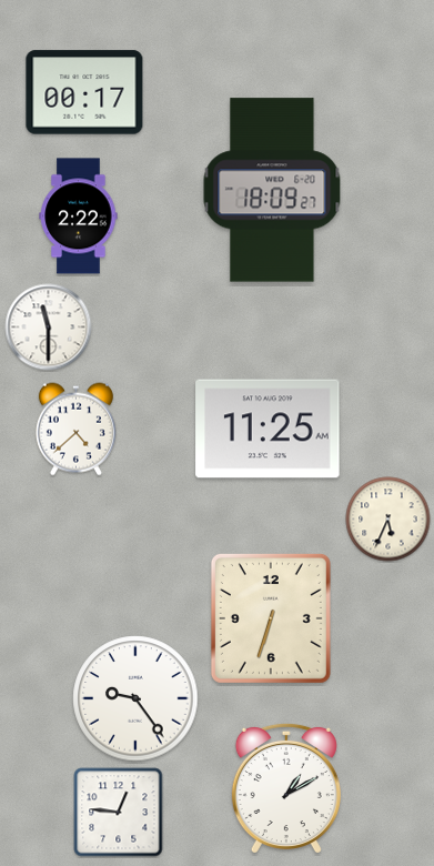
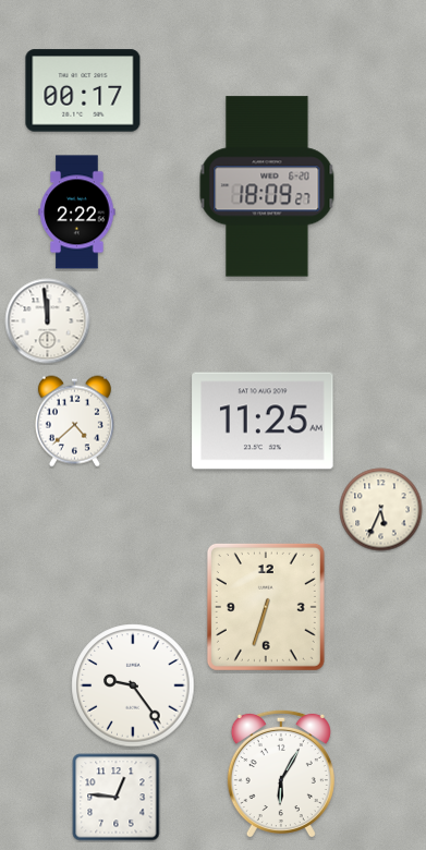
clock at (49, 328): 11:30 -> 11:59
clock at (286, 788): 1:10 -> 6:05
